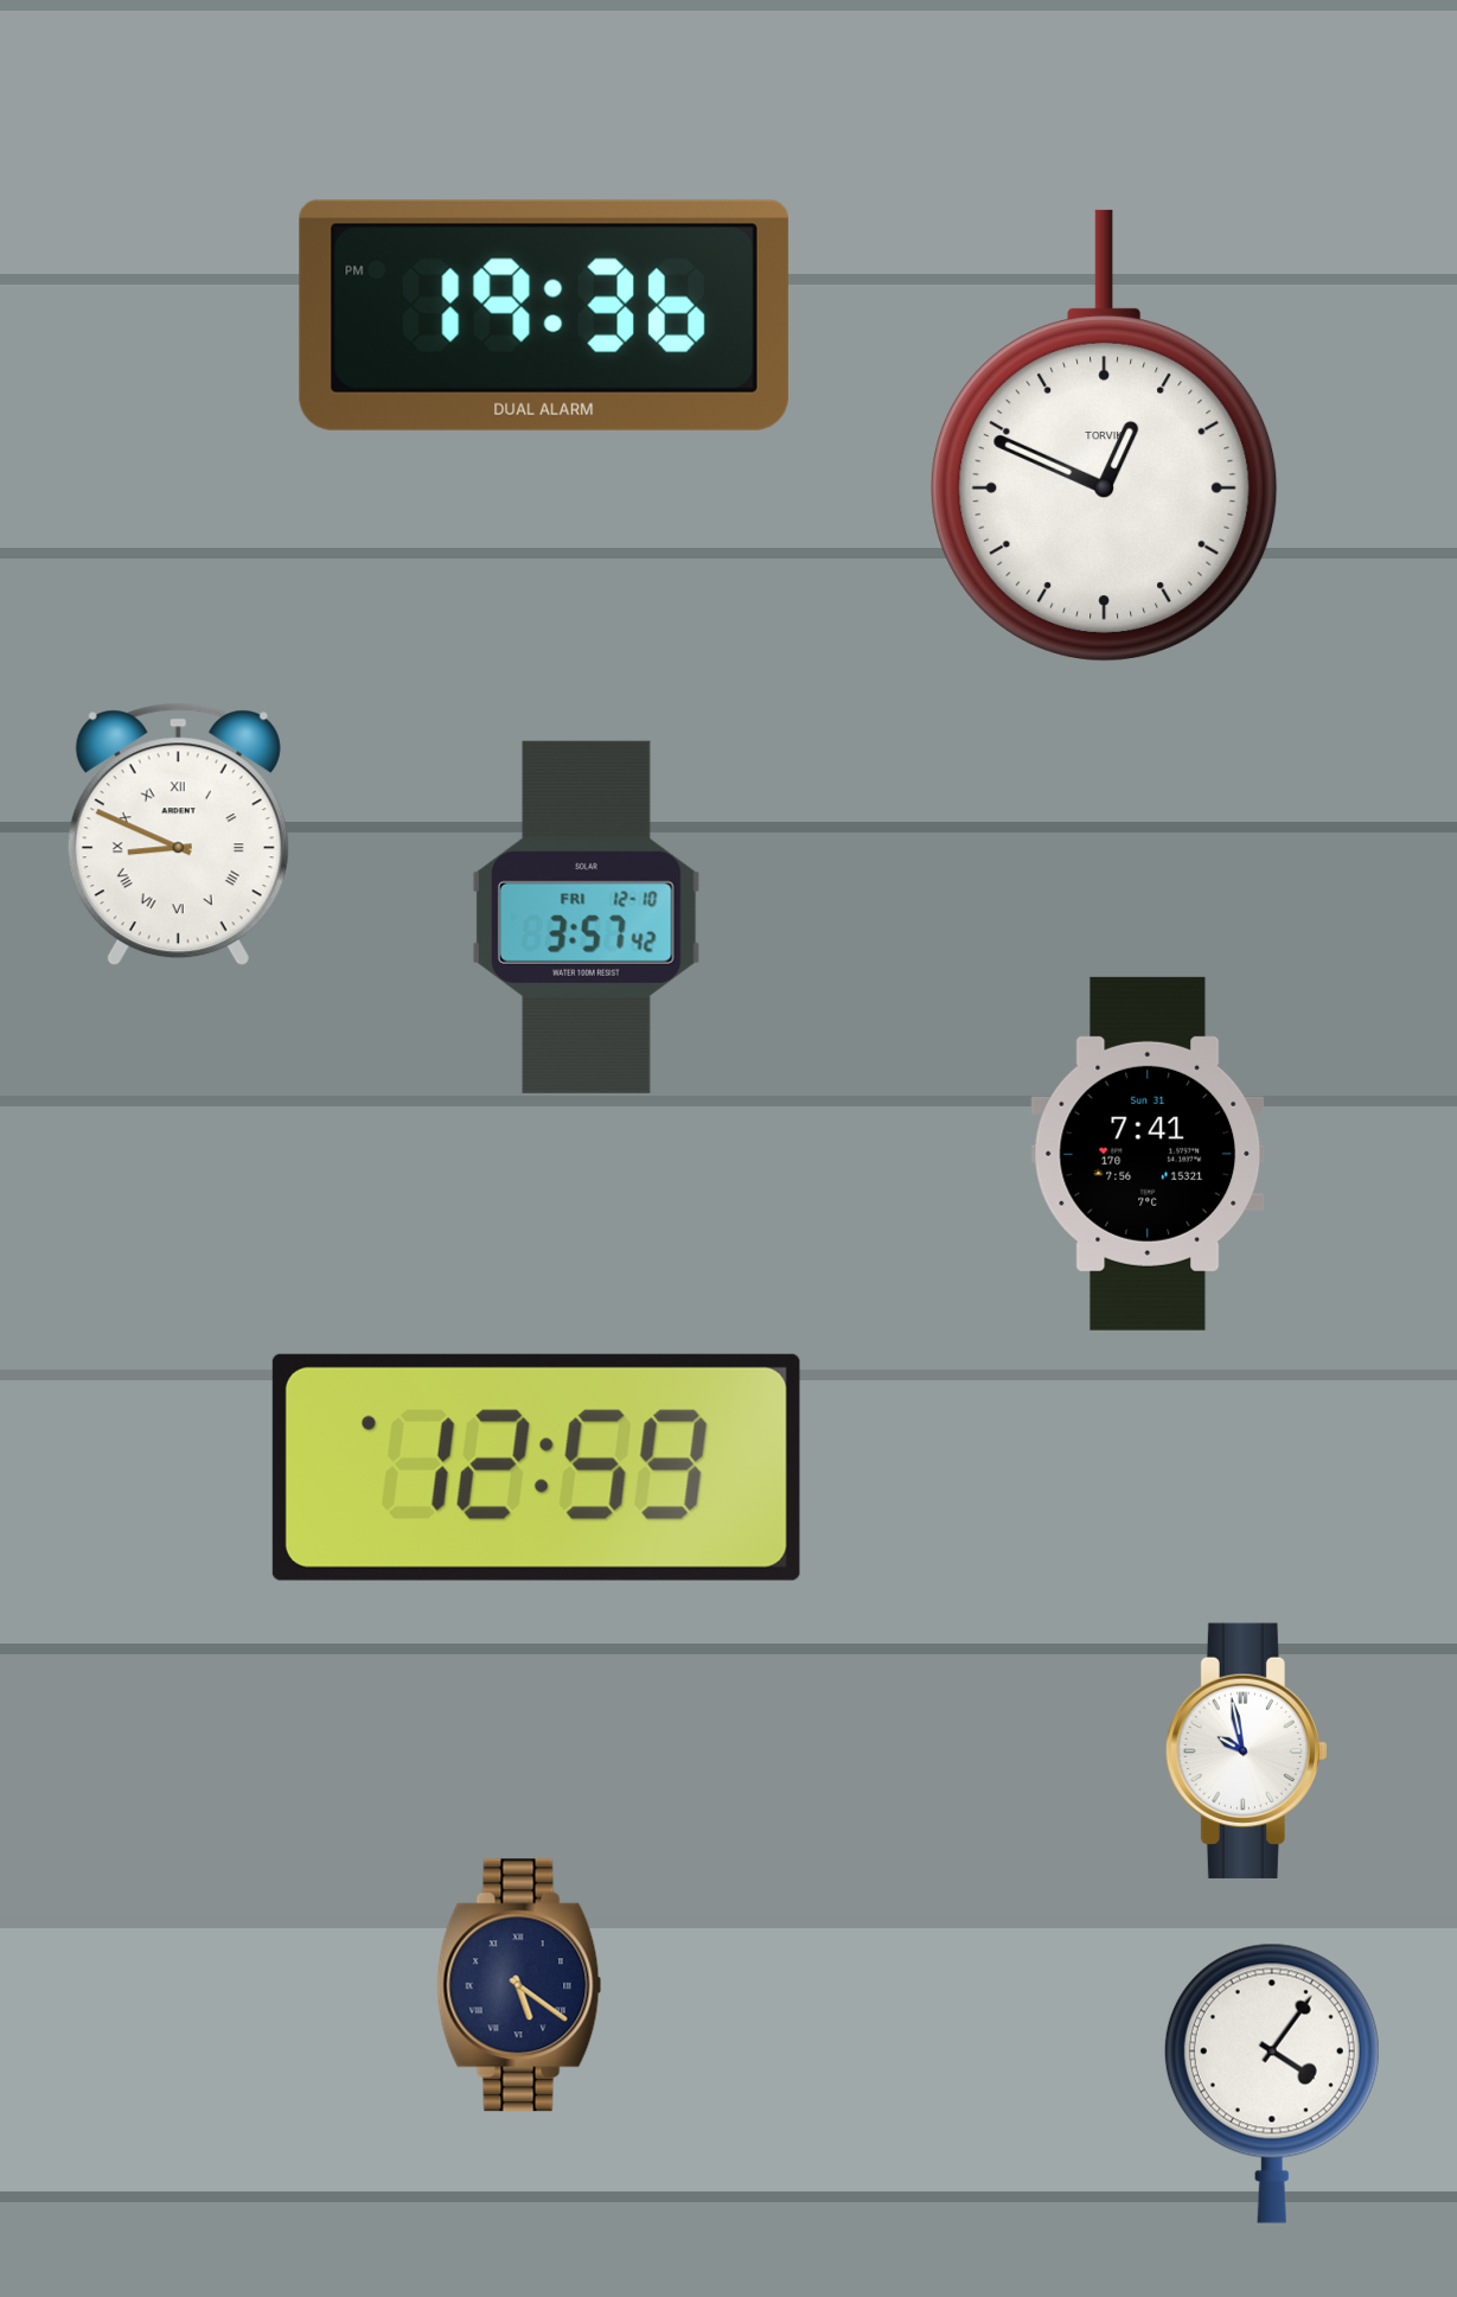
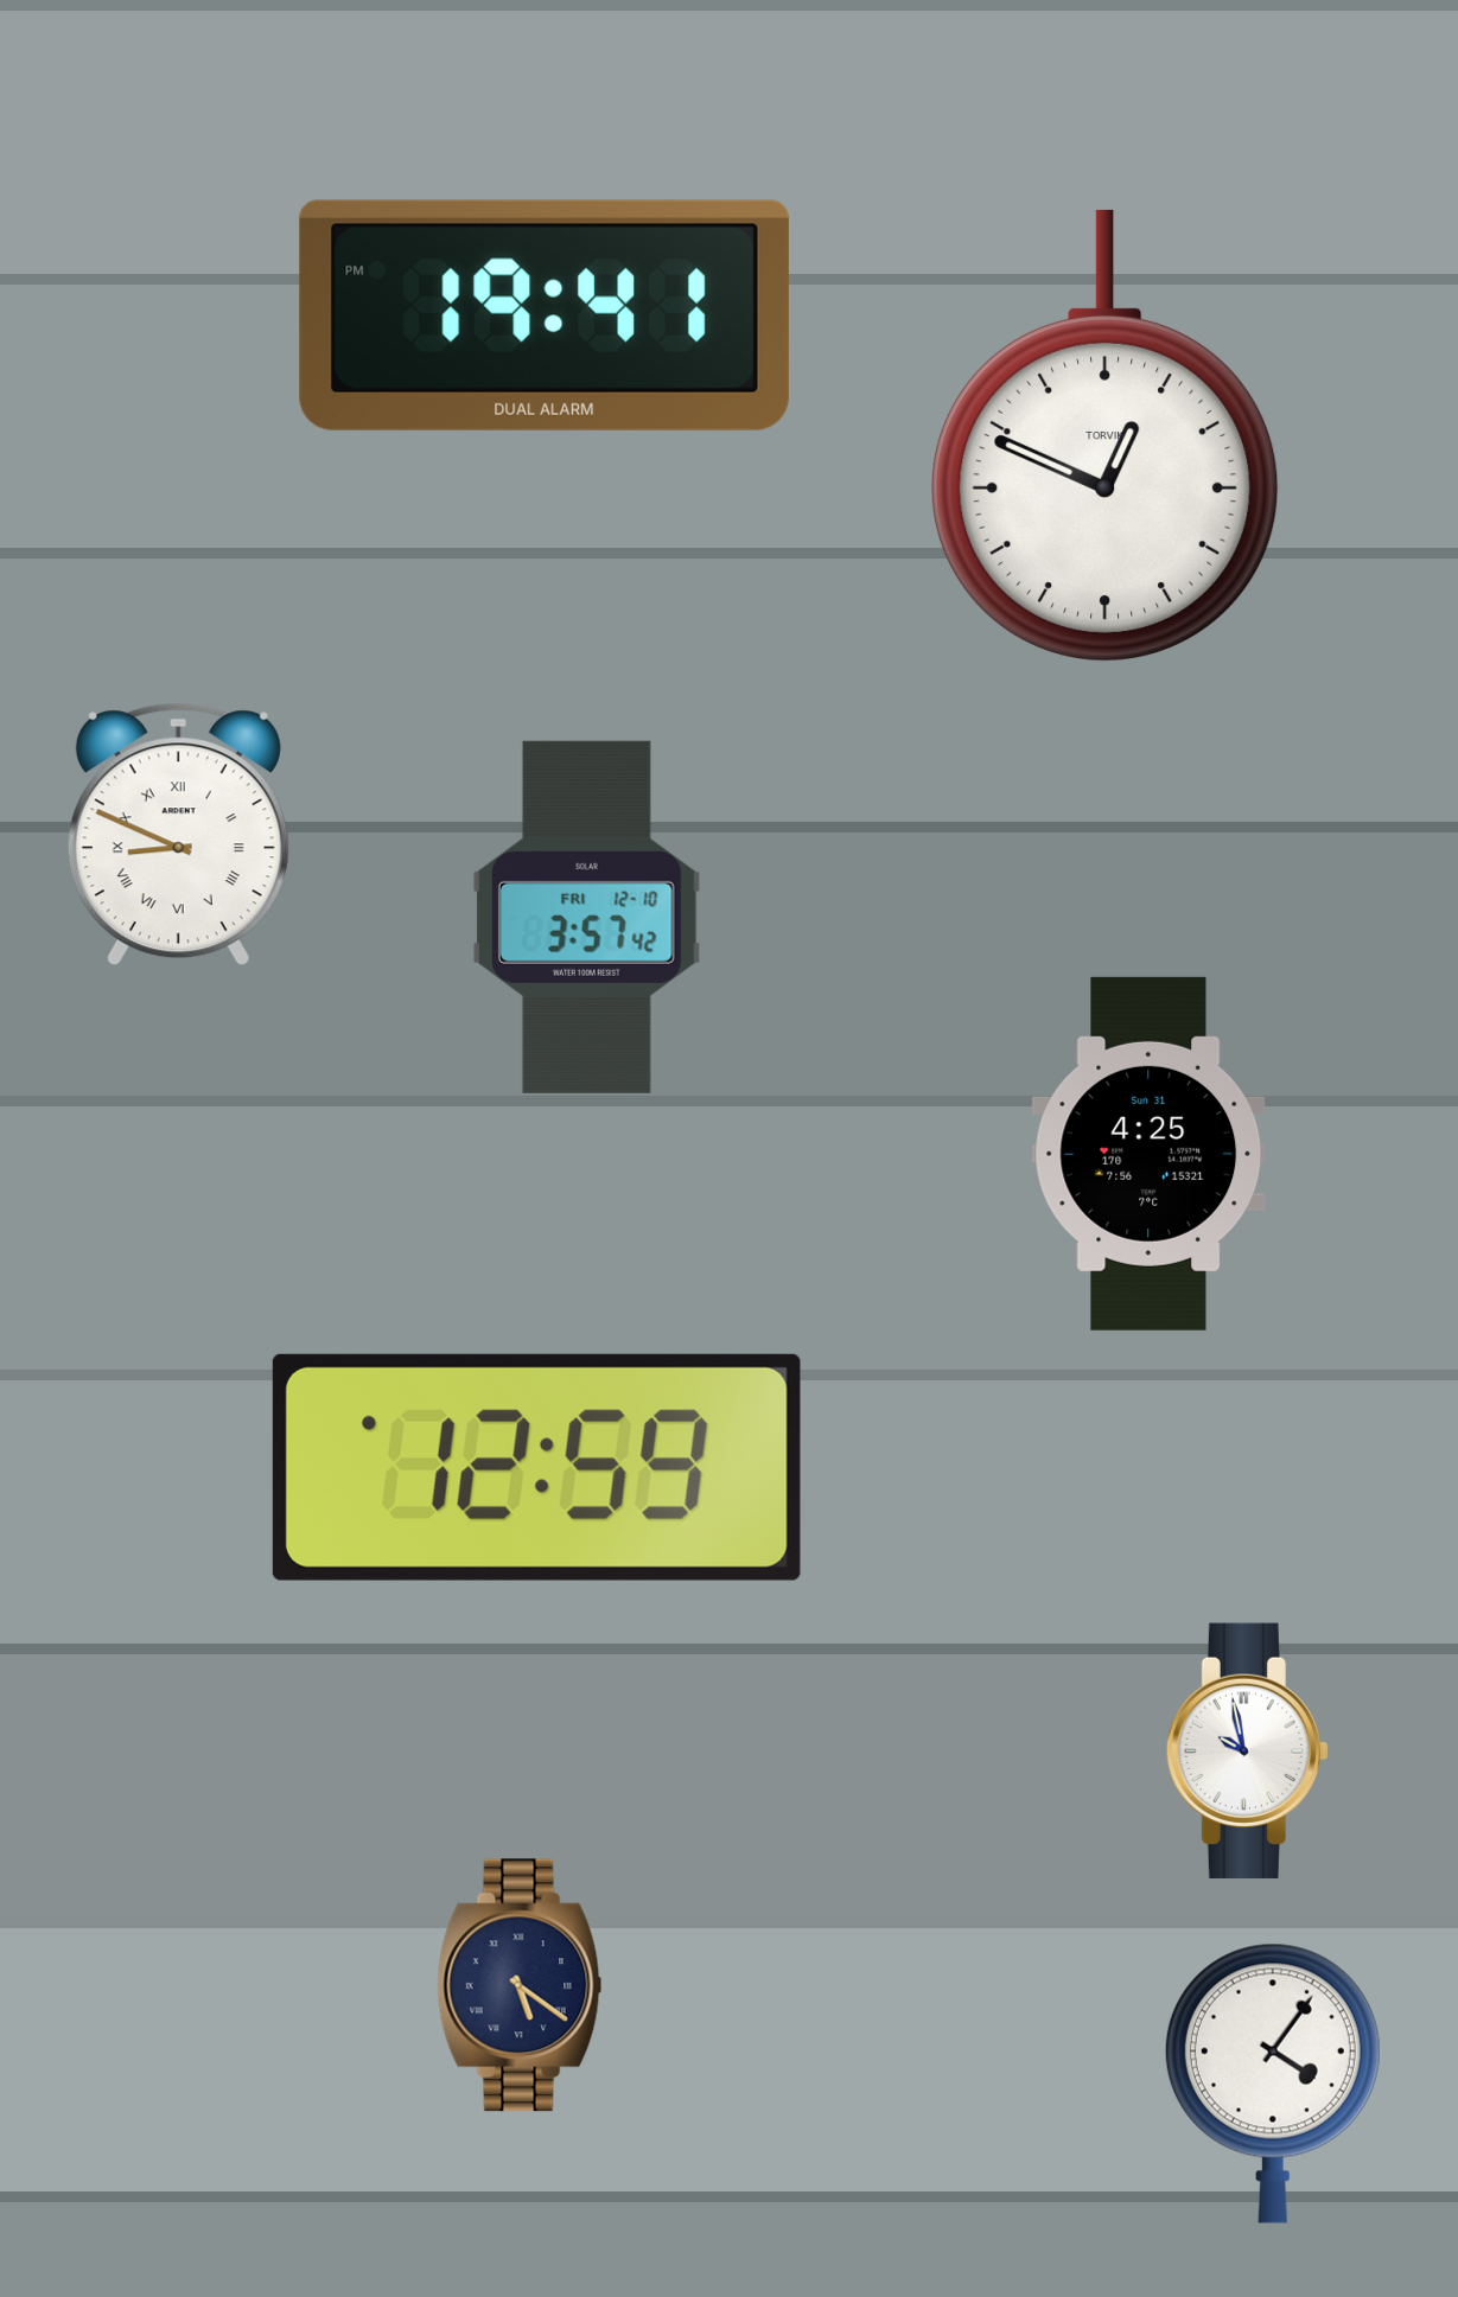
clock at (544, 315): 19:36 -> 19:41
clock at (1148, 1154): 7:41 -> 4:25
